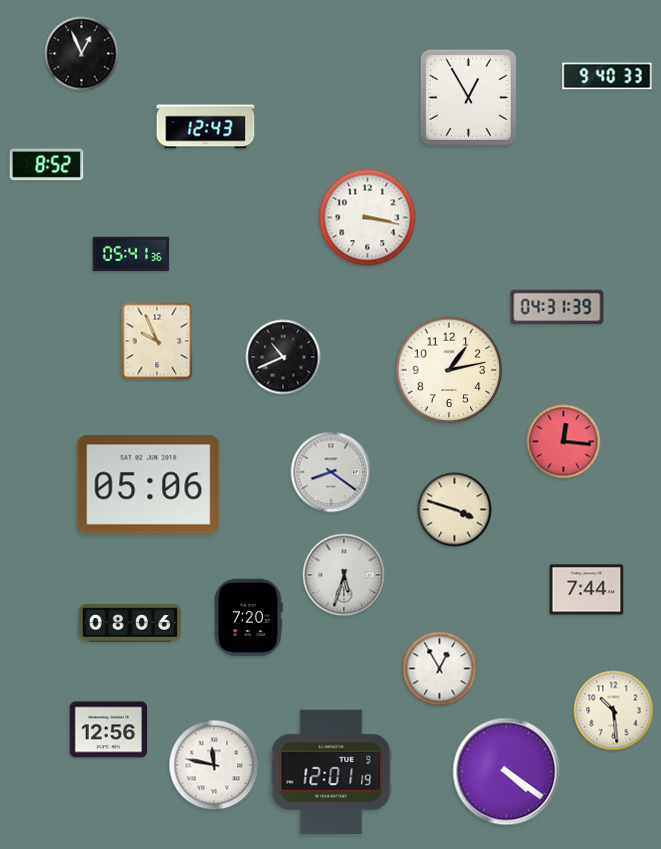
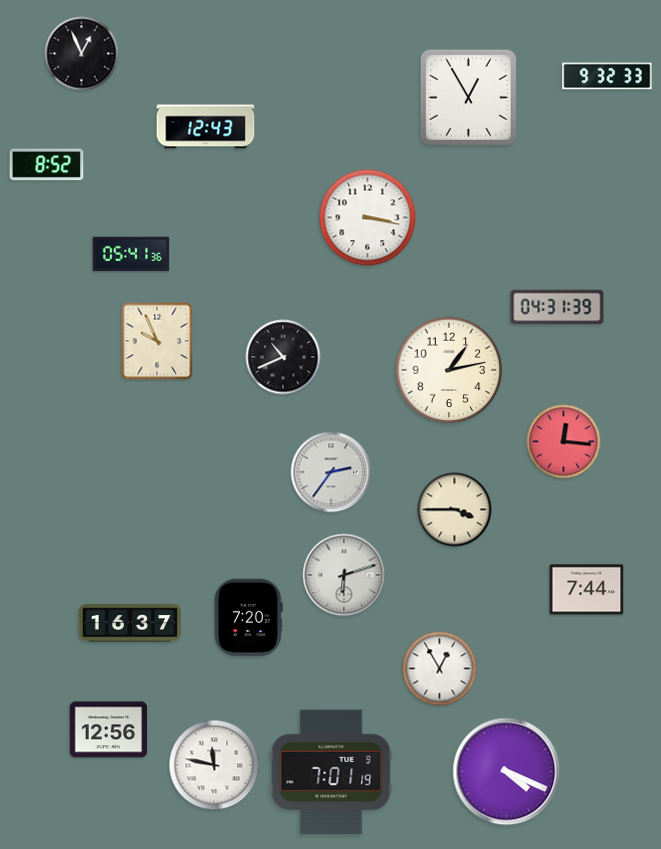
clock at (607, 76): 9:40 -> 9:32
clock at (331, 472): 8:21 -> 2:36
clock at (149, 485): 05:06 -> none
clock at (455, 510): 3:48 -> 3:45
clock at (344, 575): 5:33 -> 6:12
clock at (129, 623): 08:06 -> 16:37
clock at (614, 711): 10:29 -> none
clock at (331, 771): 12:01 -> 7:01
clock at (507, 772): 4:21 -> 4:19
